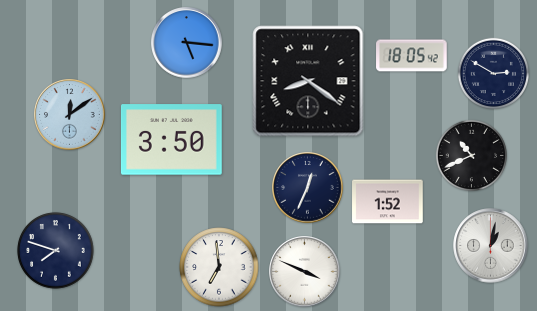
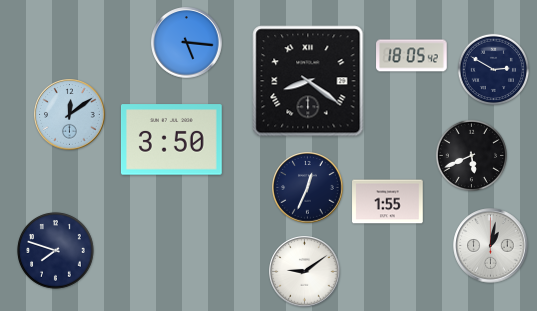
clock at (493, 73) position: (493, 73) -> (493, 69)
clock at (471, 155): 10:41 -> 5:41
clock at (388, 202): 1:52 -> 1:55
clock at (219, 267): 6:59 -> none
clock at (305, 272): 3:49 -> 9:09
